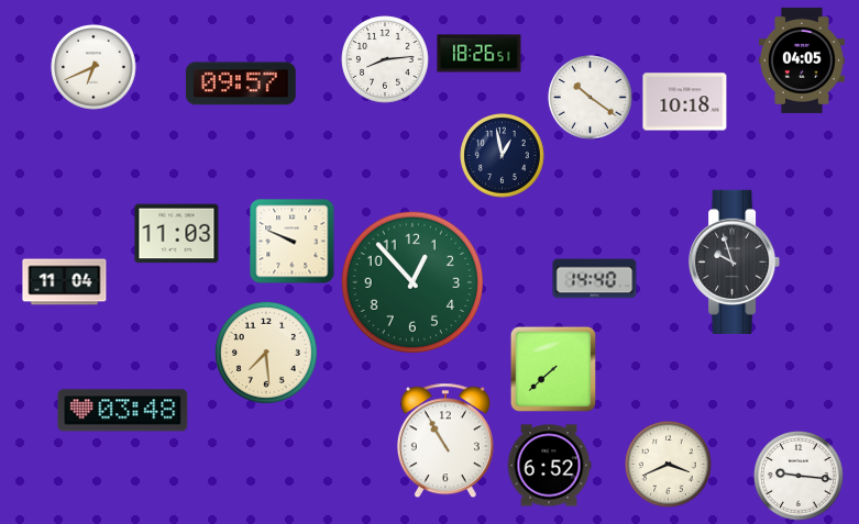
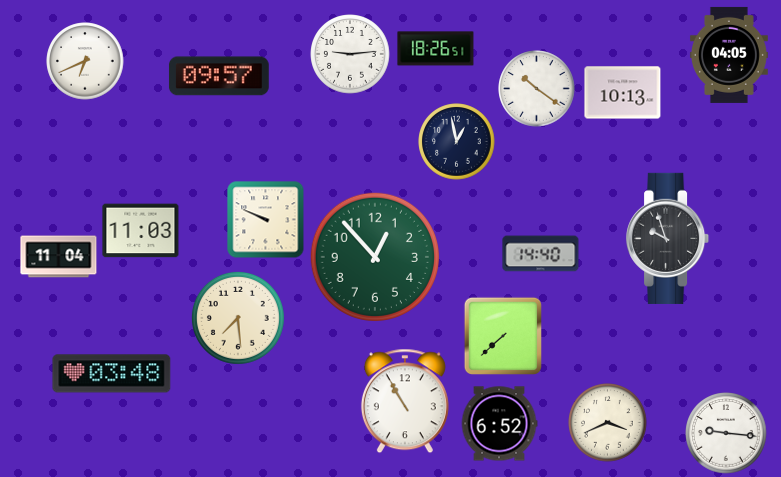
clock at (385, 59): 8:14 -> 9:14
clock at (685, 102): 10:18 -> 10:13
clock at (177, 234) position: (177, 234) -> (141, 231)
clock at (266, 353) position: (266, 353) -> (238, 318)
